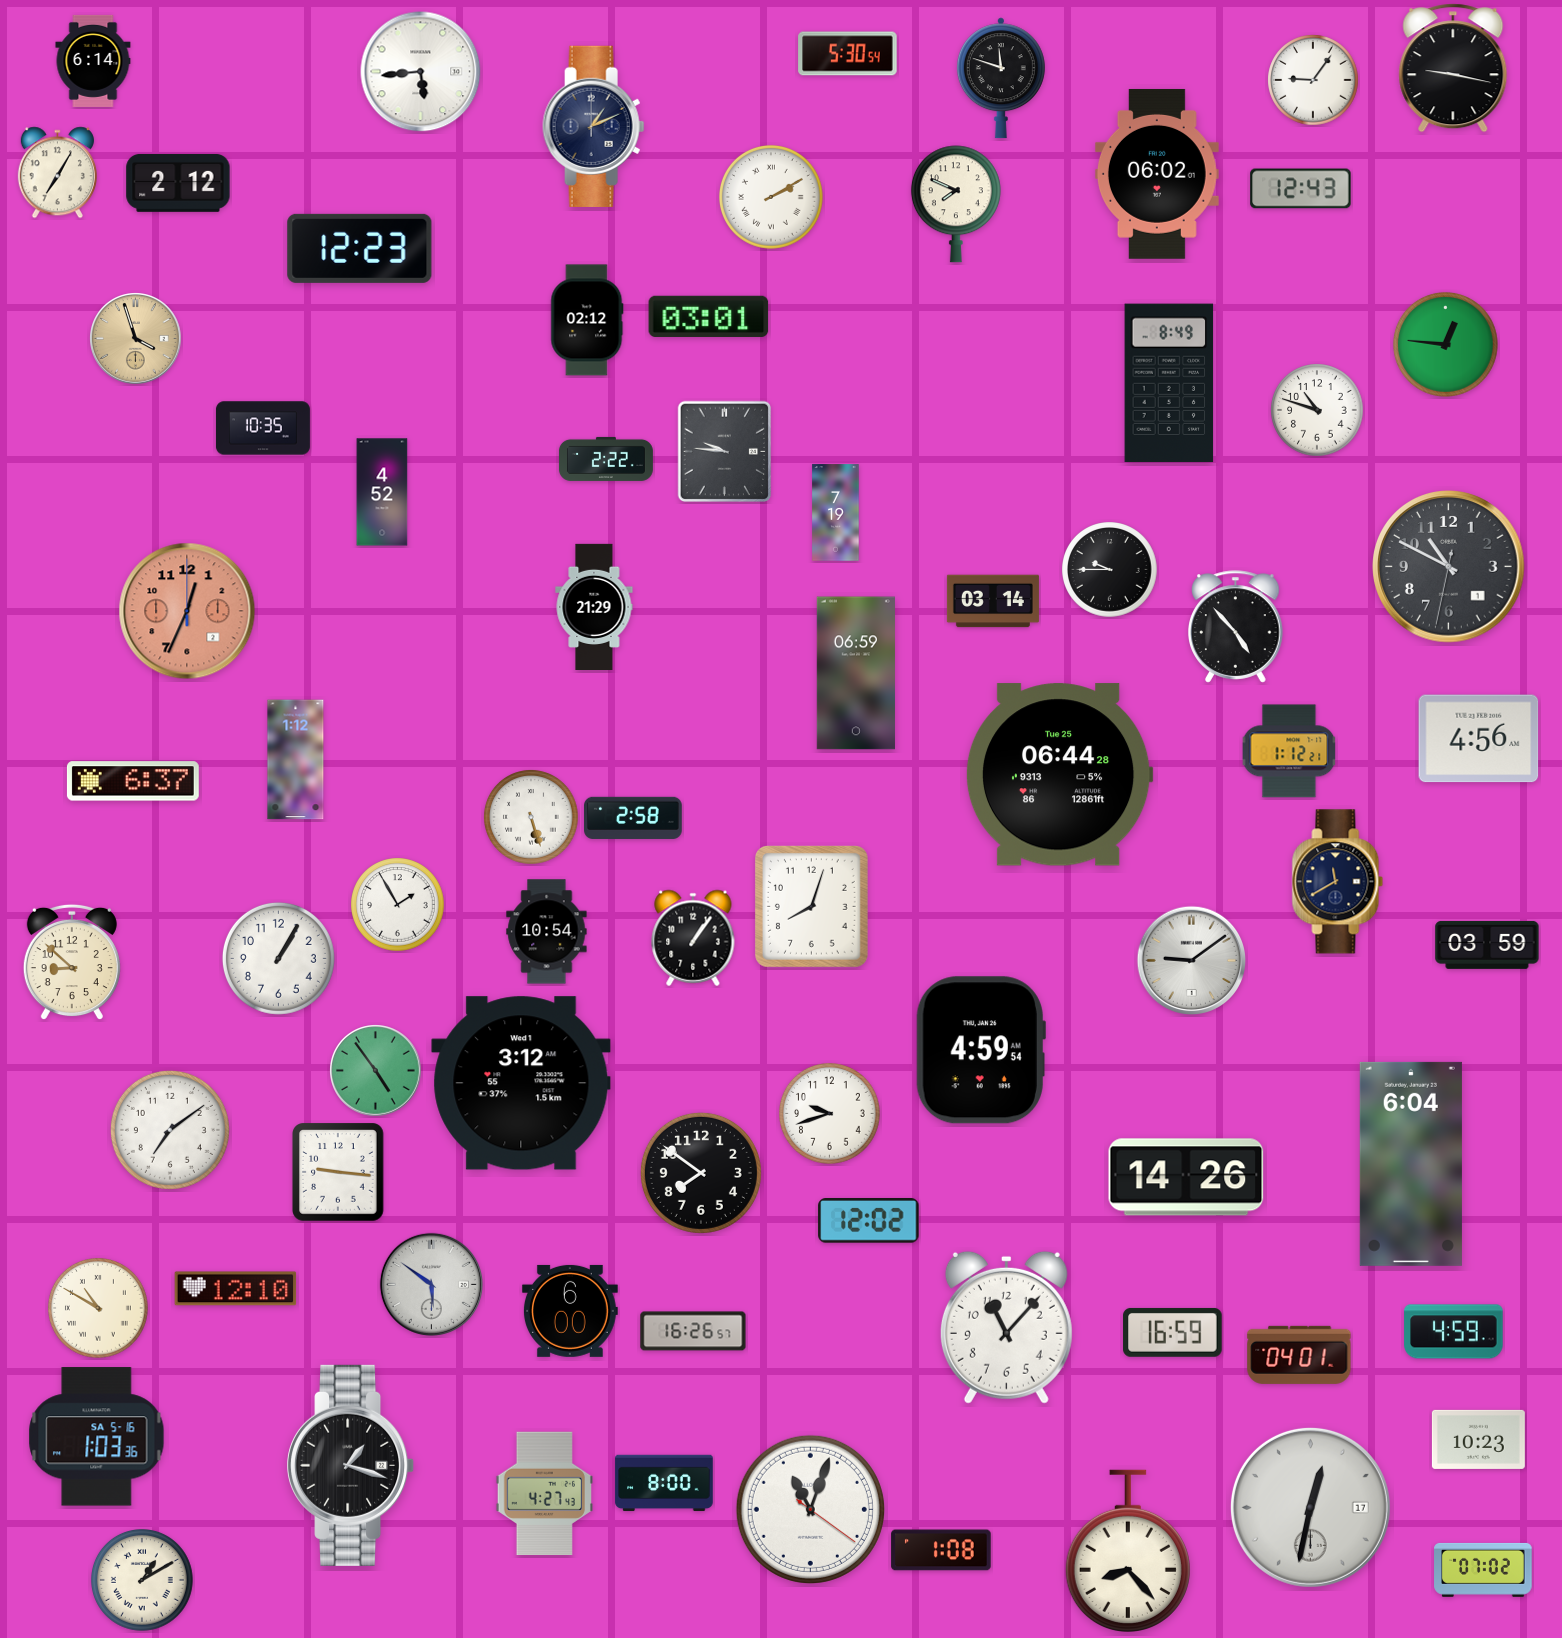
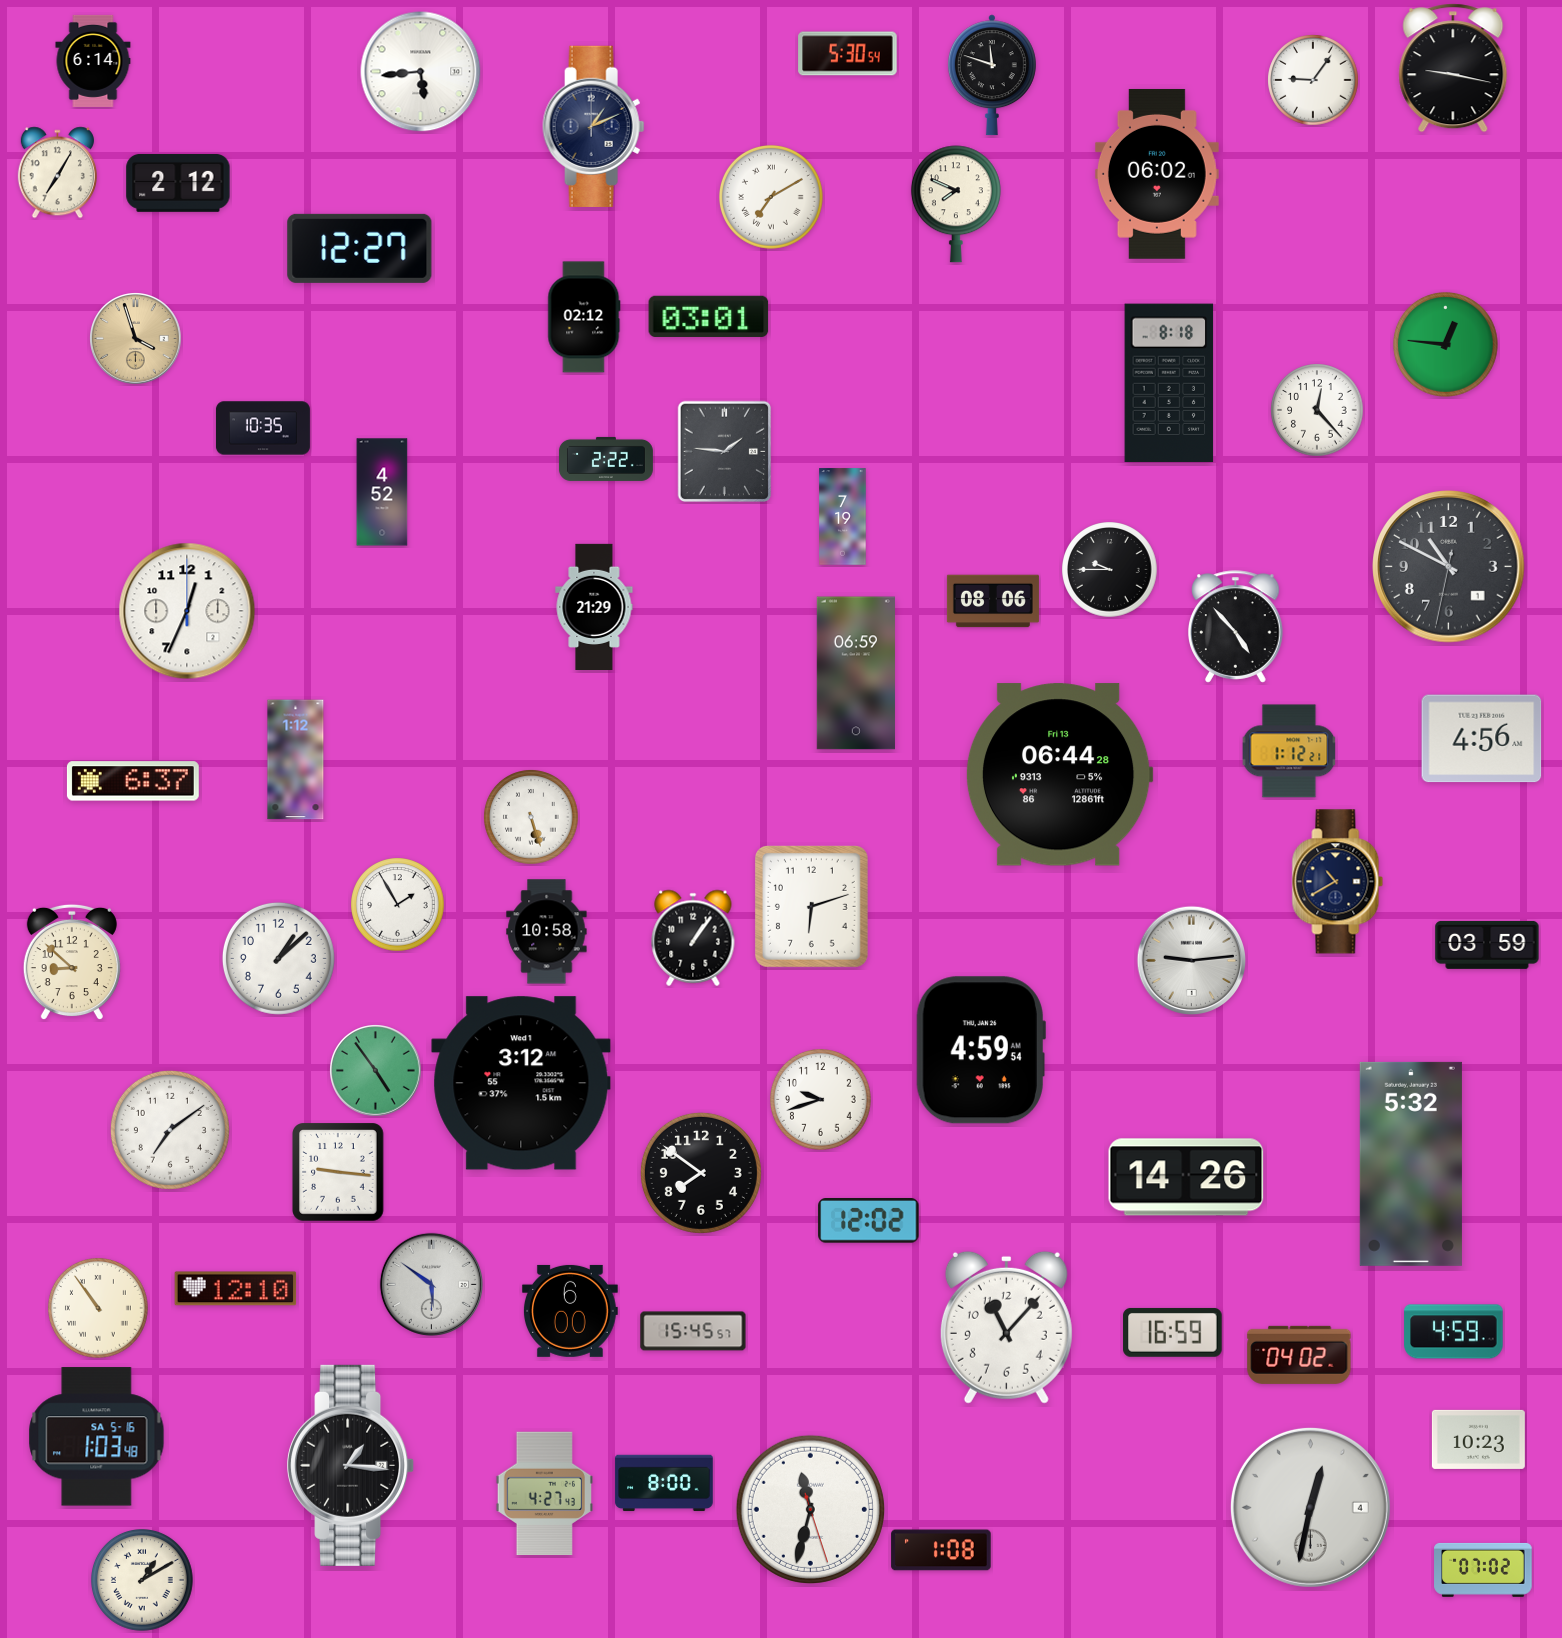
clock at (1001, 78) position: (1001, 78) -> (992, 75)
clock at (1301, 189): 12:43 -> none
clock at (771, 197): 2:10 -> 7:10
clock at (360, 248): 12:23 -> 12:27
clock at (587, 320) position: (587, 320) -> (584, 317)
clock at (1169, 383): 8:49 -> 8:18
clock at (1317, 410): 10:48 -> 12:23
clock at (725, 452): 9:46 -> 1:46
clock at (836, 513) position: (836, 513) -> (843, 517)
clock at (993, 601): 03:14 -> 08:06
clock at (187, 611) dial: salmon -> white
clock at (1479, 739) position: (1479, 739) -> (1482, 739)
clock at (1059, 775) date: Tue 25 -> Fri 13
clock at (633, 818): 2:58 -> none
clock at (1338, 882): 11:40 -> 10:40
clock at (811, 906): 8:03 -> 6:12
clock at (547, 932): 10:54 -> 10:58
clock at (278, 958): 1:05 -> 1:08
clock at (1192, 961): 9:09 -> 9:14
clock at (830, 1114) position: (830, 1114) -> (821, 1100)
clock at (1411, 1164): 6:04 -> 5:32
clock at (99, 1309): 10:50 -> 10:54
clock at (693, 1331): 16:26 -> 15:45
clock at (1299, 1355): 04:01 -> 04:02
clock at (97, 1437): 1:03:36 -> 1:03:48
clock at (351, 1465): 1:18 -> 1:16
clock at (1310, 1507) date: 17 -> 4
clock at (810, 1509): 11:03 -> 11:32
clock at (1128, 1550): 8:23 -> none
